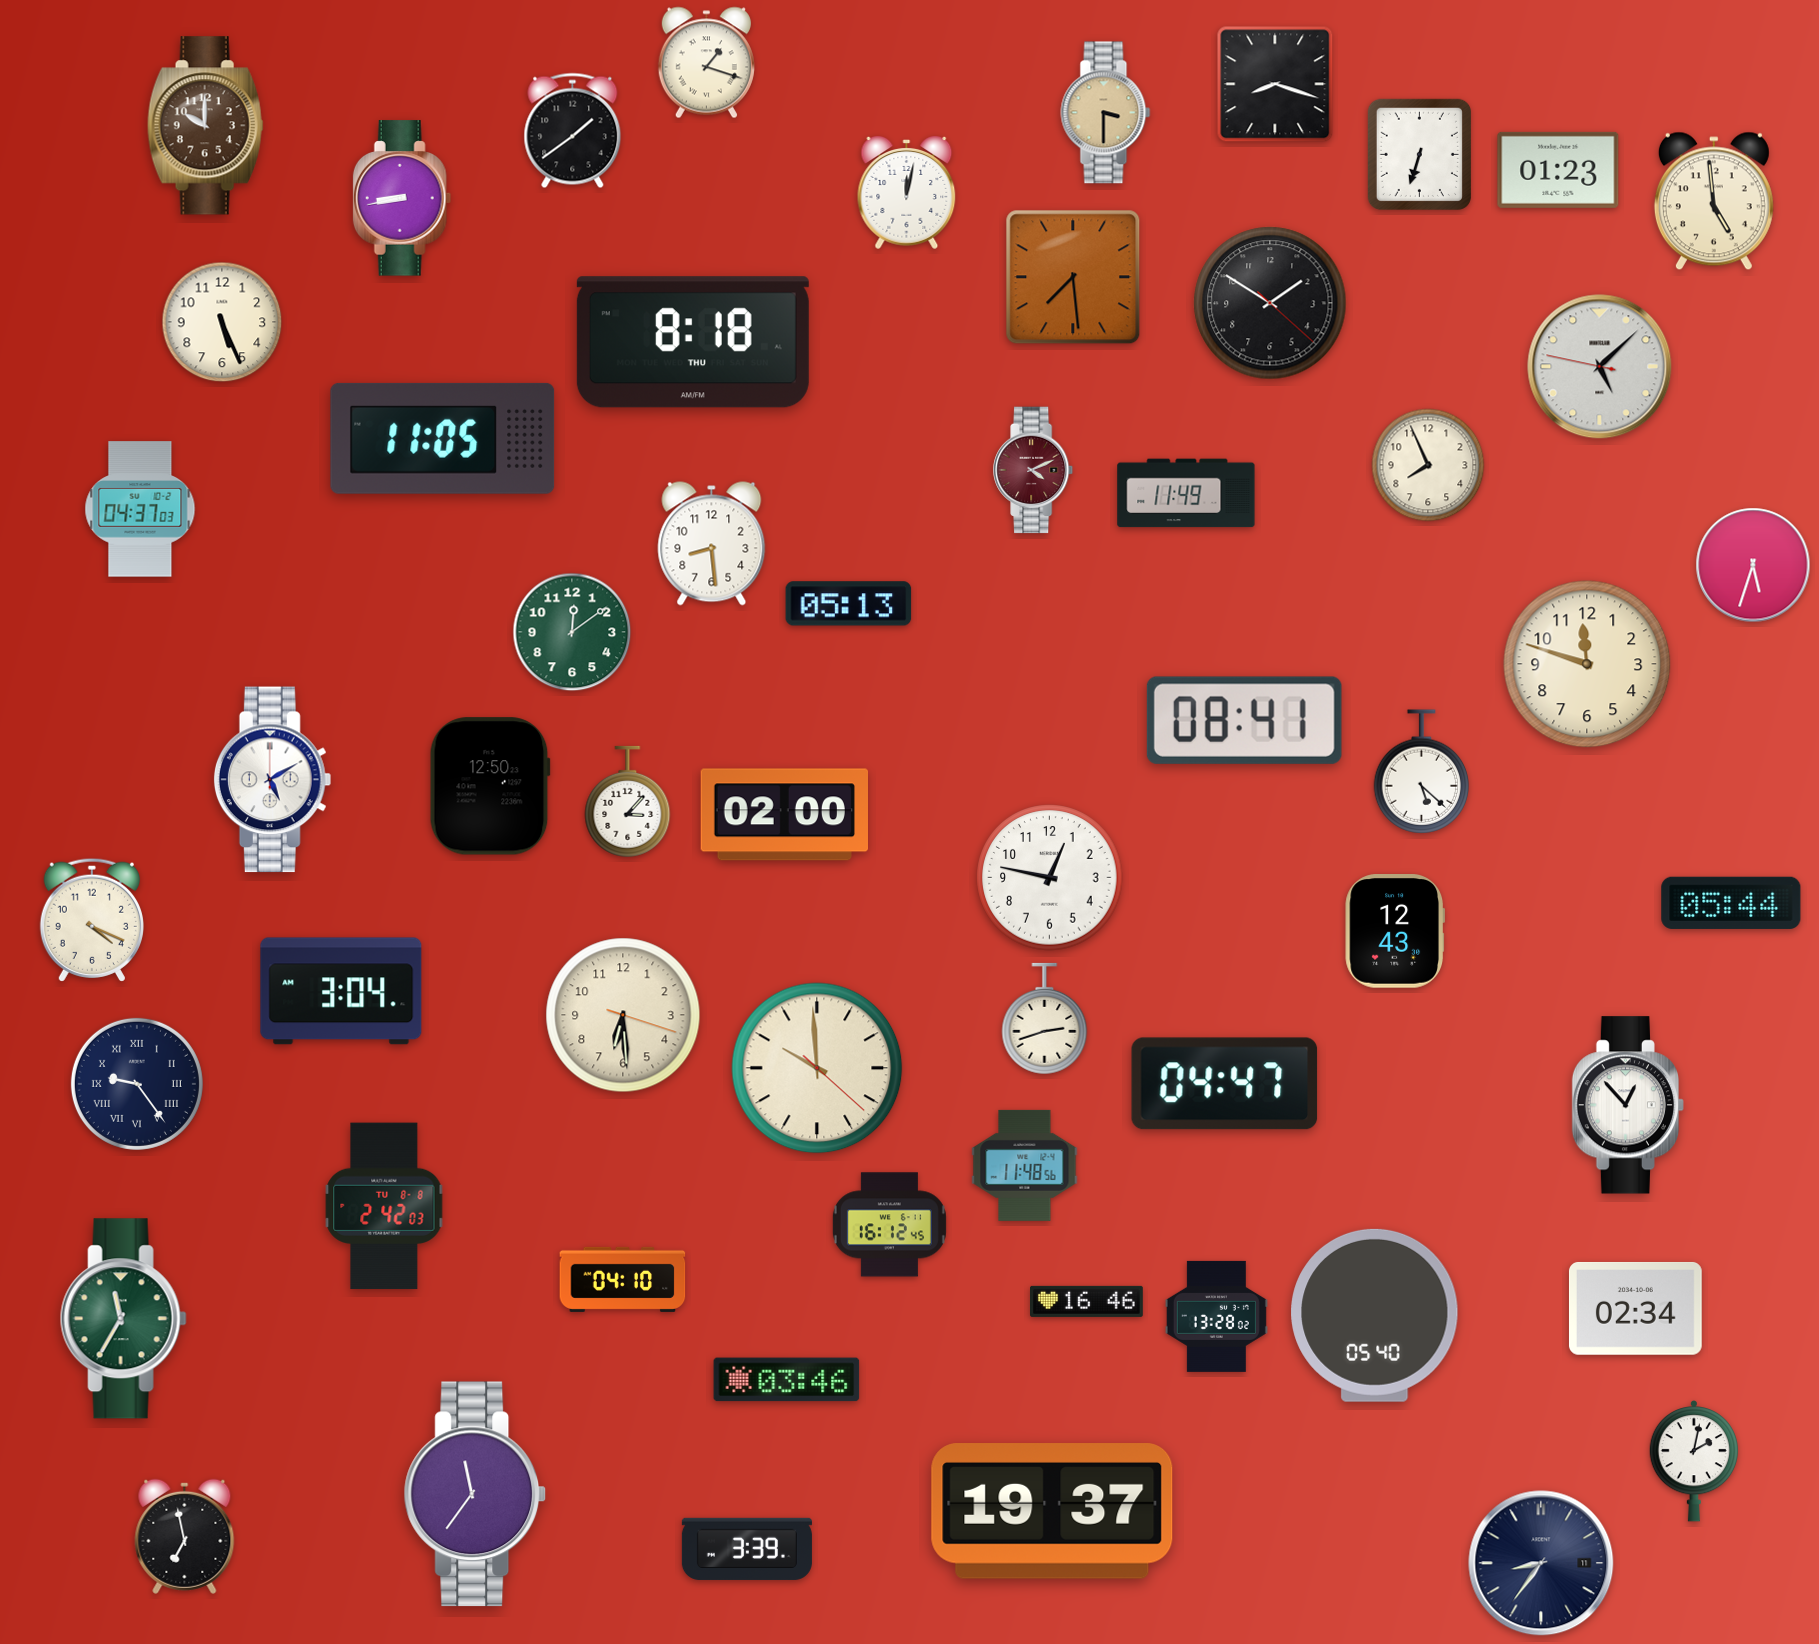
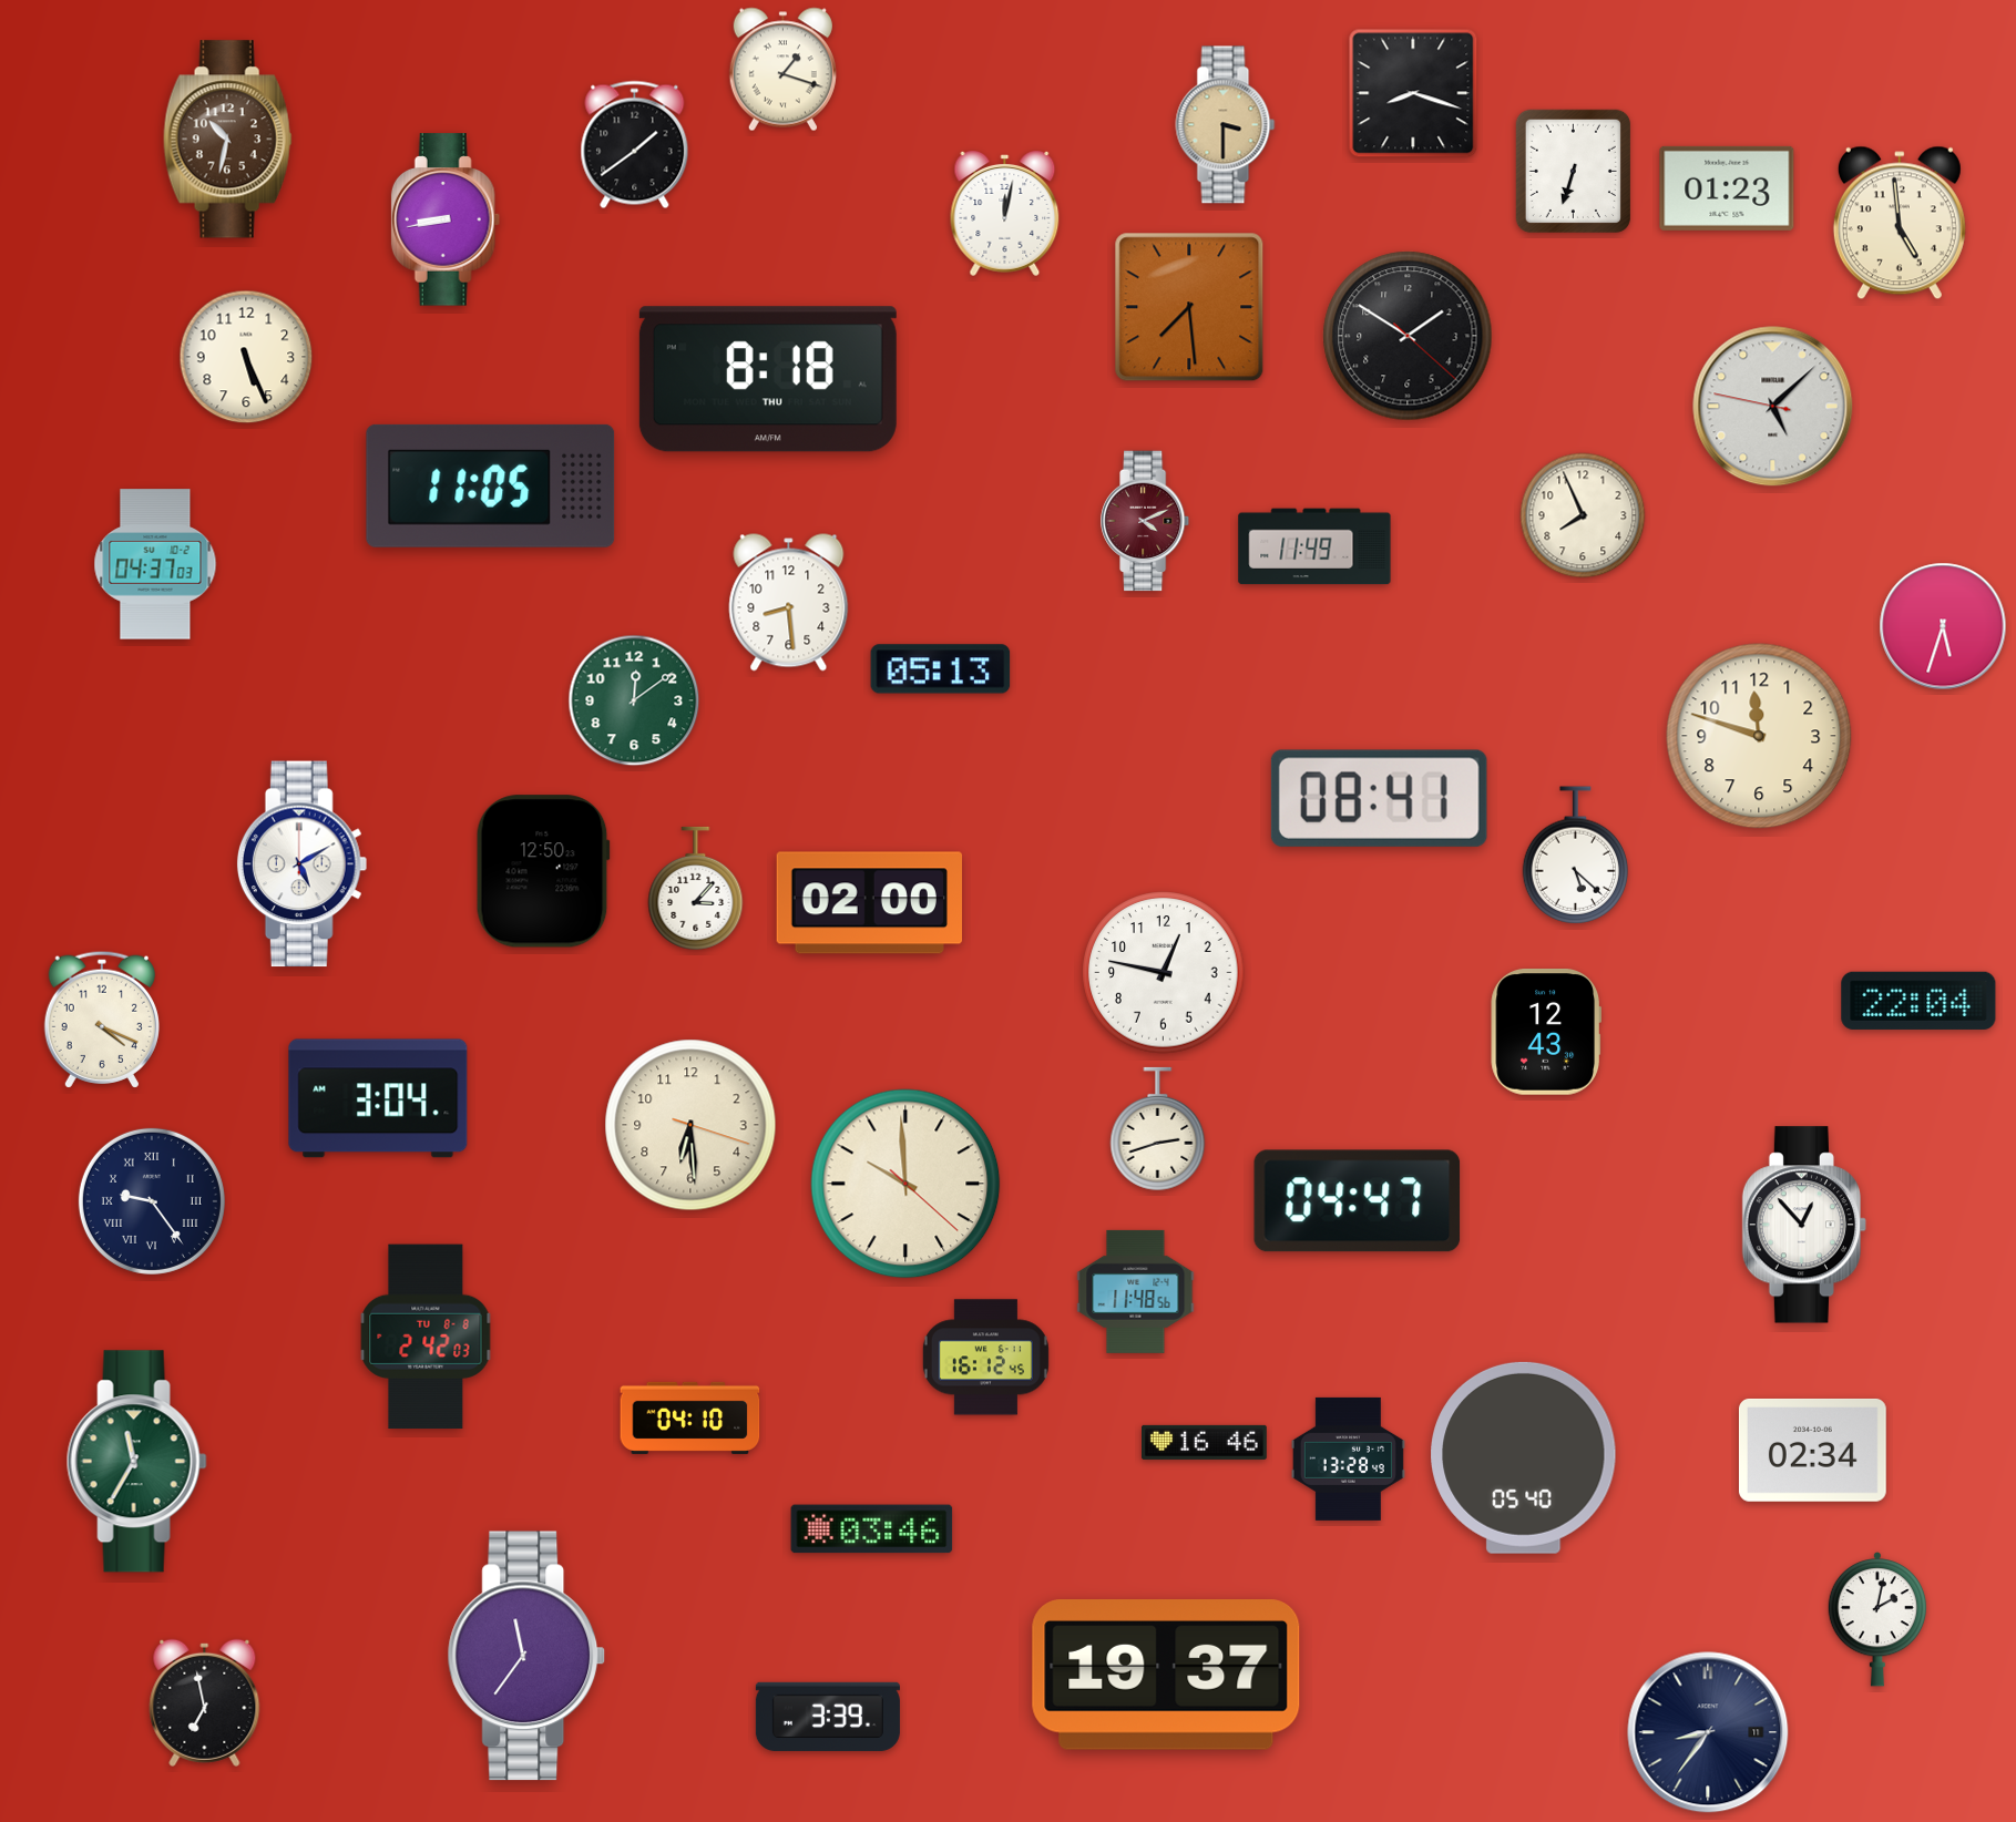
clock at (205, 126): 10:00 -> 10:32
clock at (1731, 903): 05:44 -> 22:04
clock at (1216, 1316): 13:28:02 -> 13:28:49
